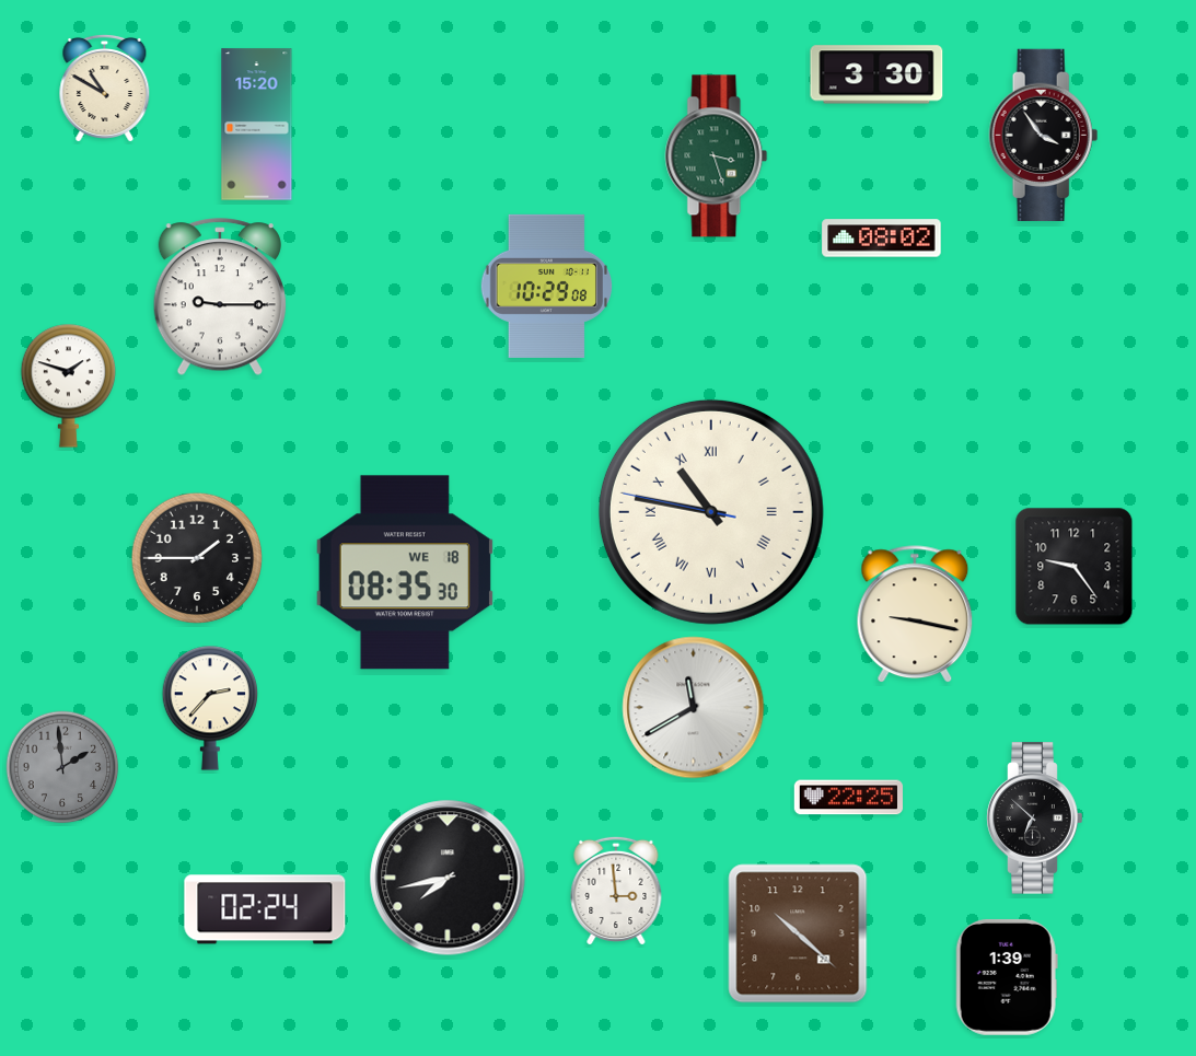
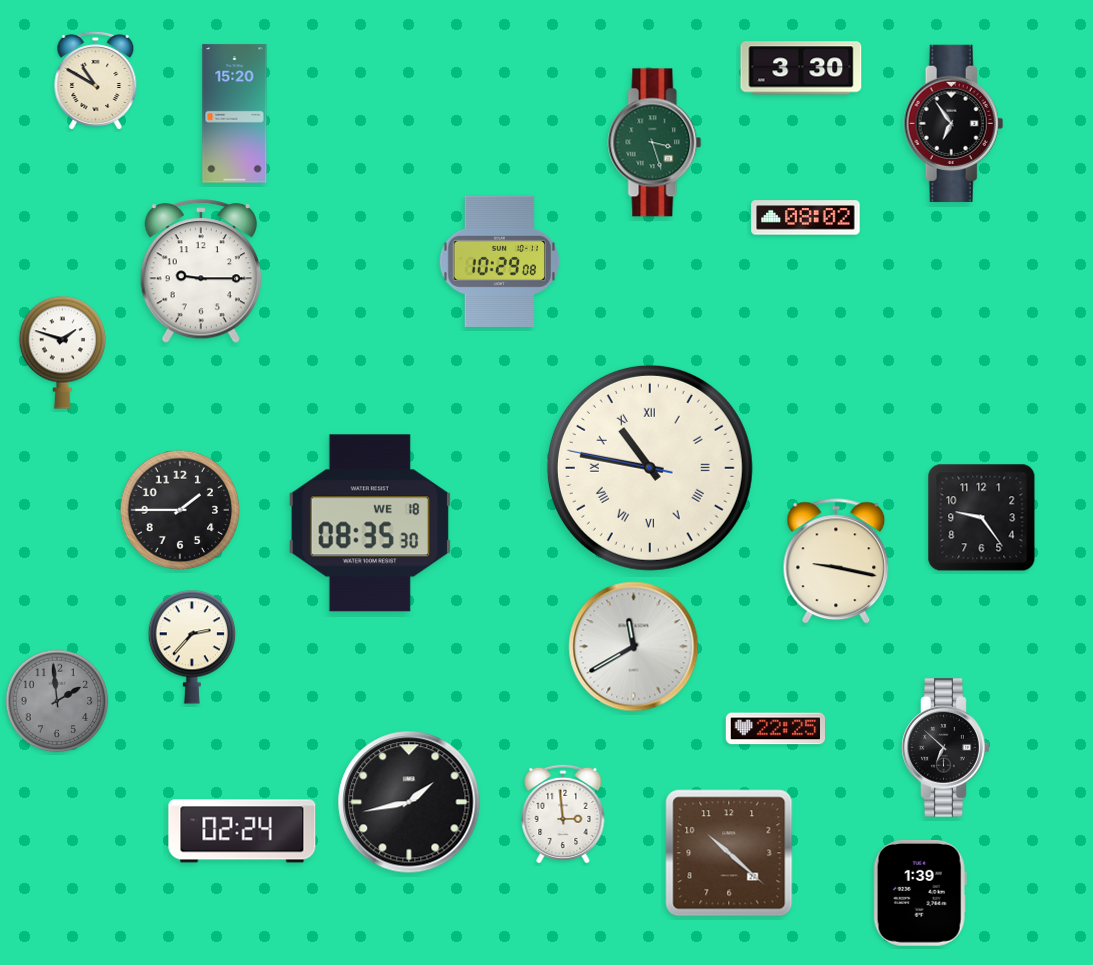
clock at (1044, 135): 3:54 -> 6:54
clock at (448, 878): 7:43 -> 1:43
